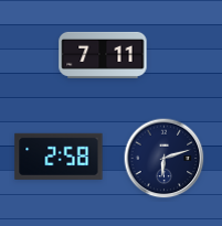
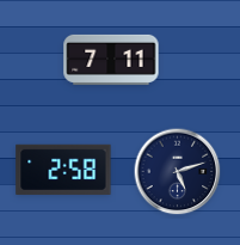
clock at (165, 159): 6:12 -> 5:12
